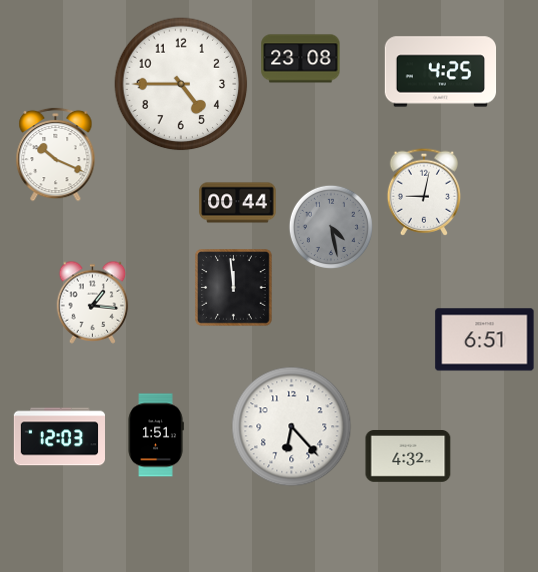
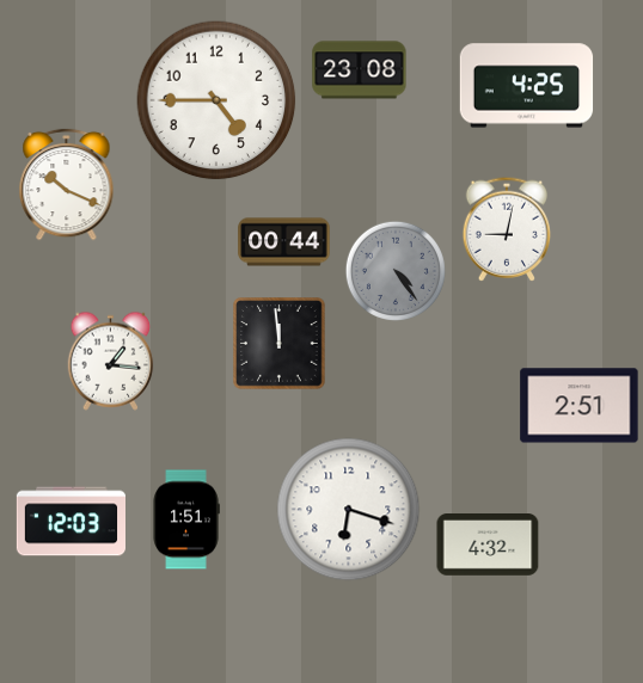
clock at (331, 227): 4:28 -> 4:24
clock at (485, 340): 6:51 -> 2:51
clock at (292, 427): 6:23 -> 6:18
